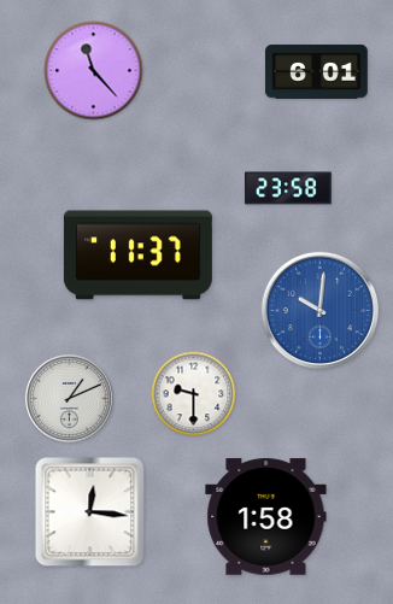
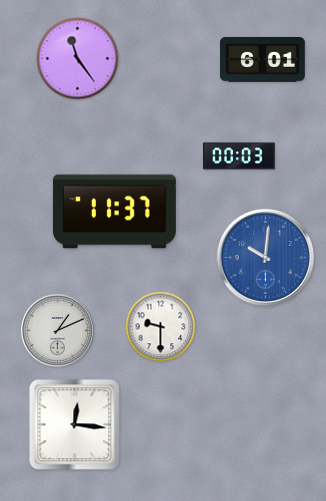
clock at (94, 71): 11:23 -> 11:24
clock at (289, 188): 23:58 -> 00:03
clock at (266, 517): 1:58 -> none
